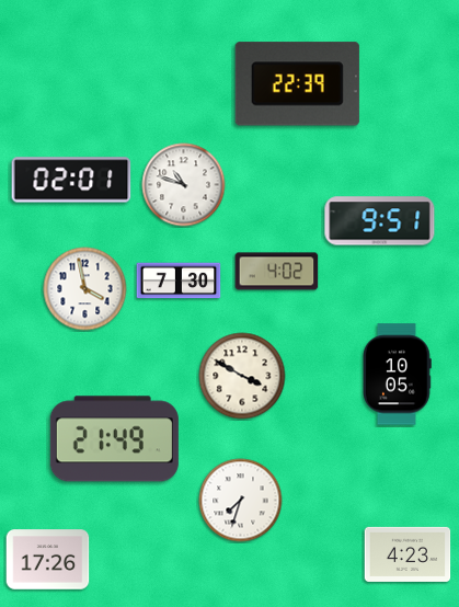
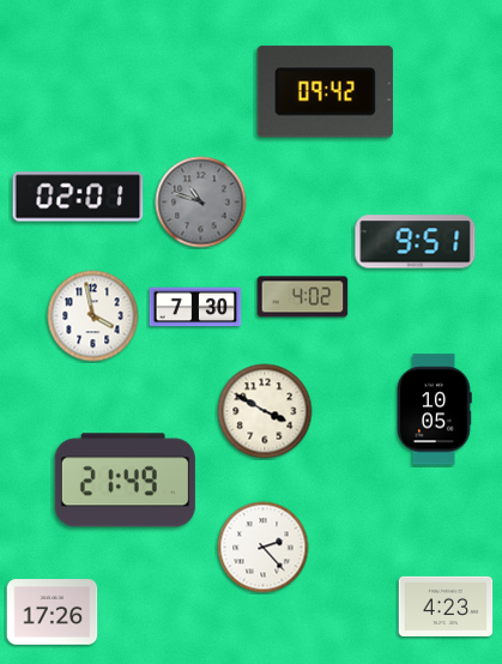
clock at (297, 84): 22:39 -> 09:42
clock at (184, 185) dial: white -> grey
clock at (241, 501): 7:33 -> 2:23
